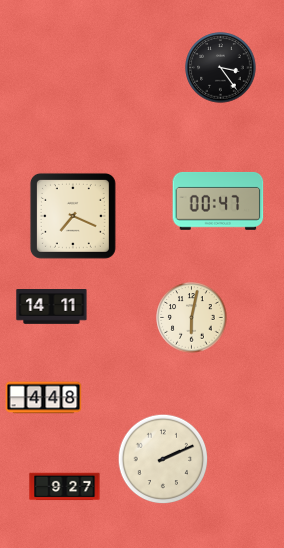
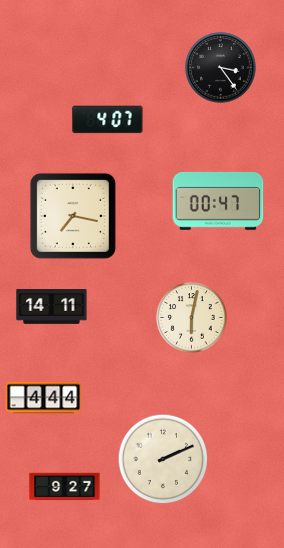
clock at (108, 120): none -> 4:07
clock at (73, 216): 7:19 -> 7:17
clock at (44, 398): 4:48 -> 4:44
